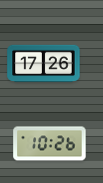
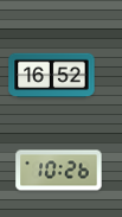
clock at (44, 64): 17:26 -> 16:52
